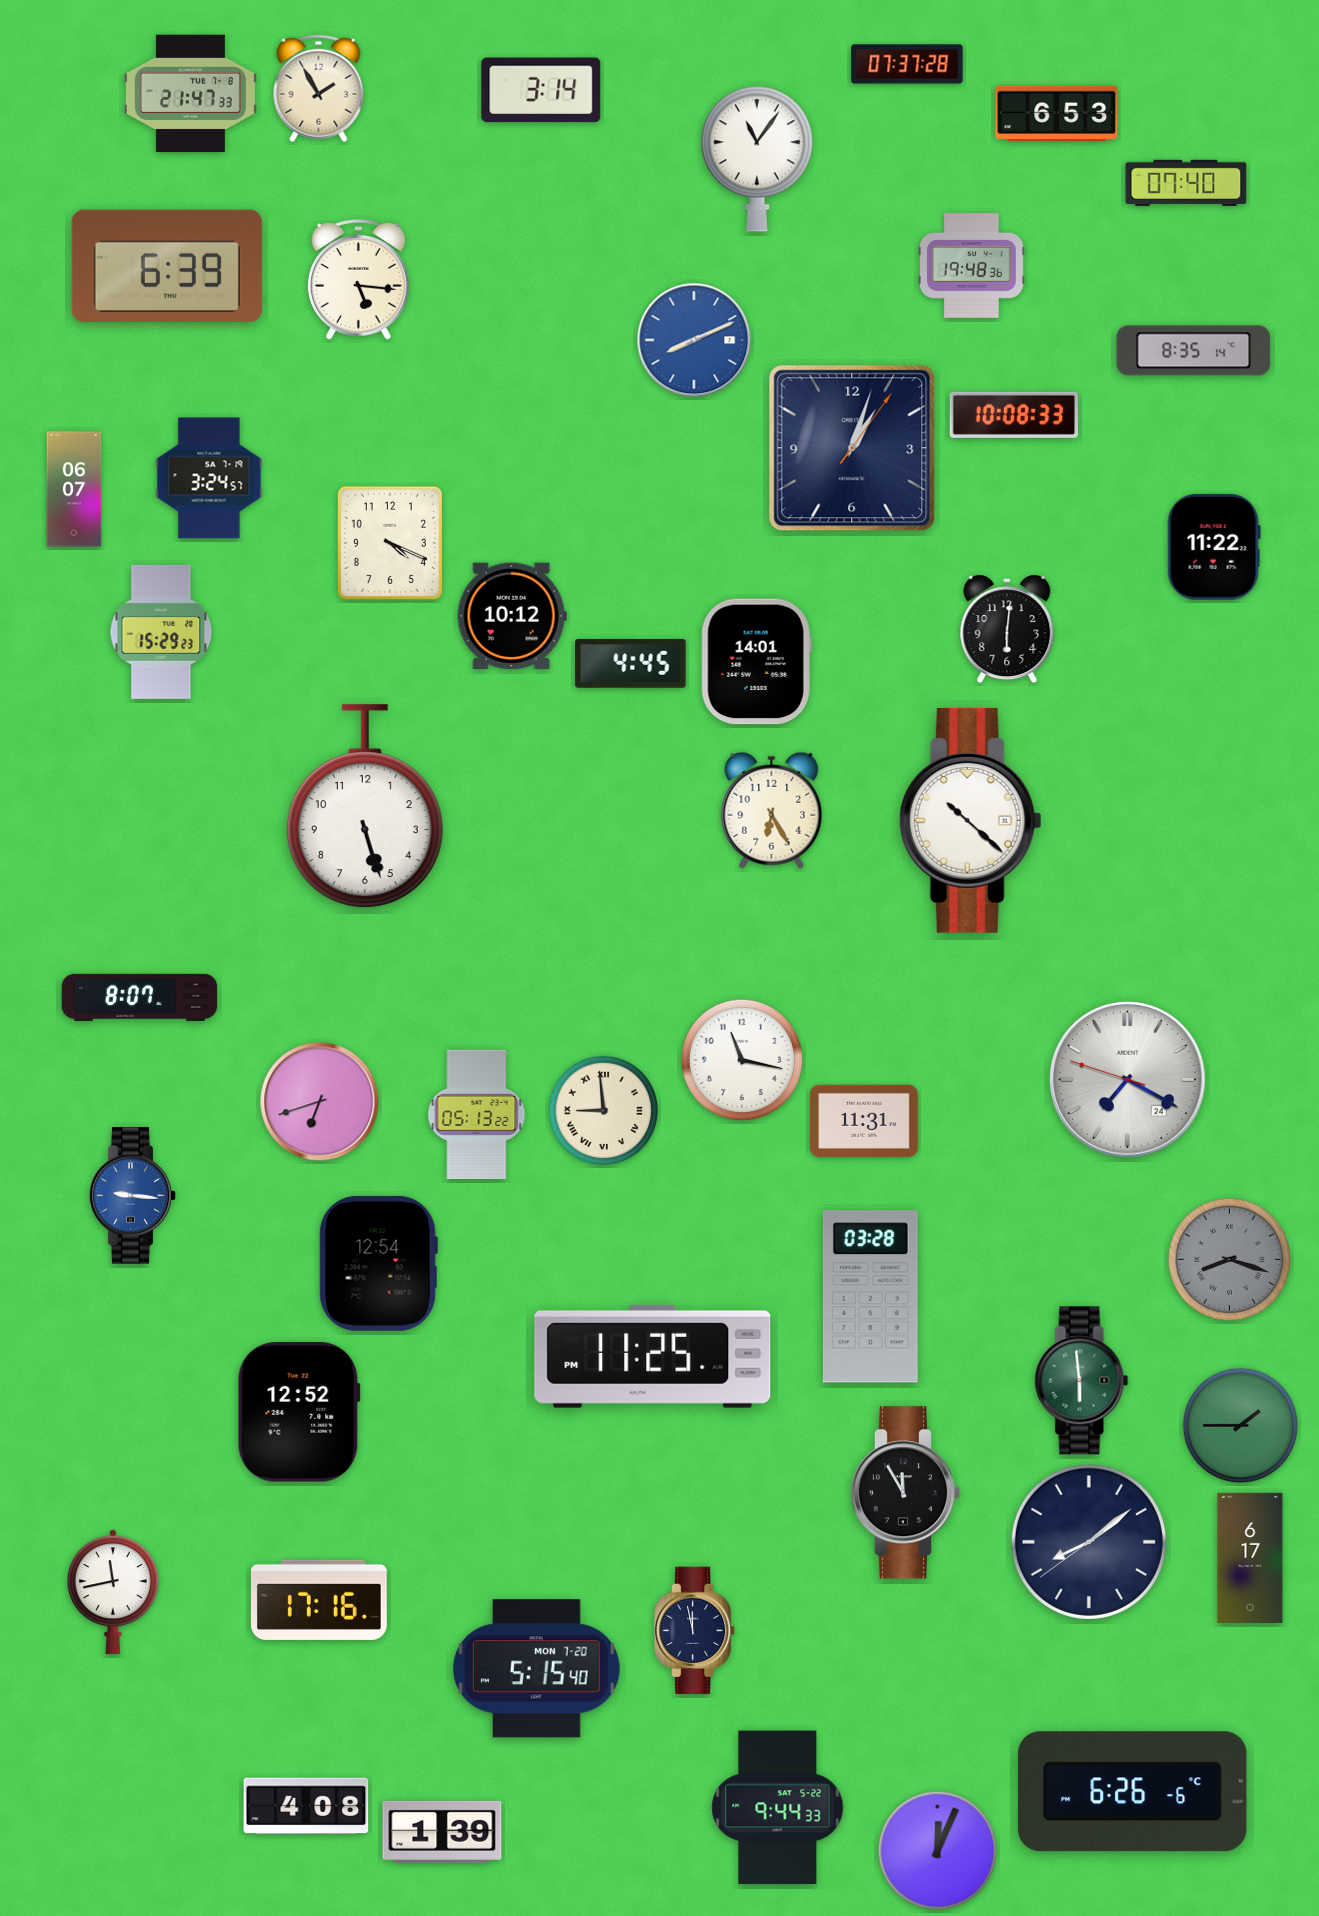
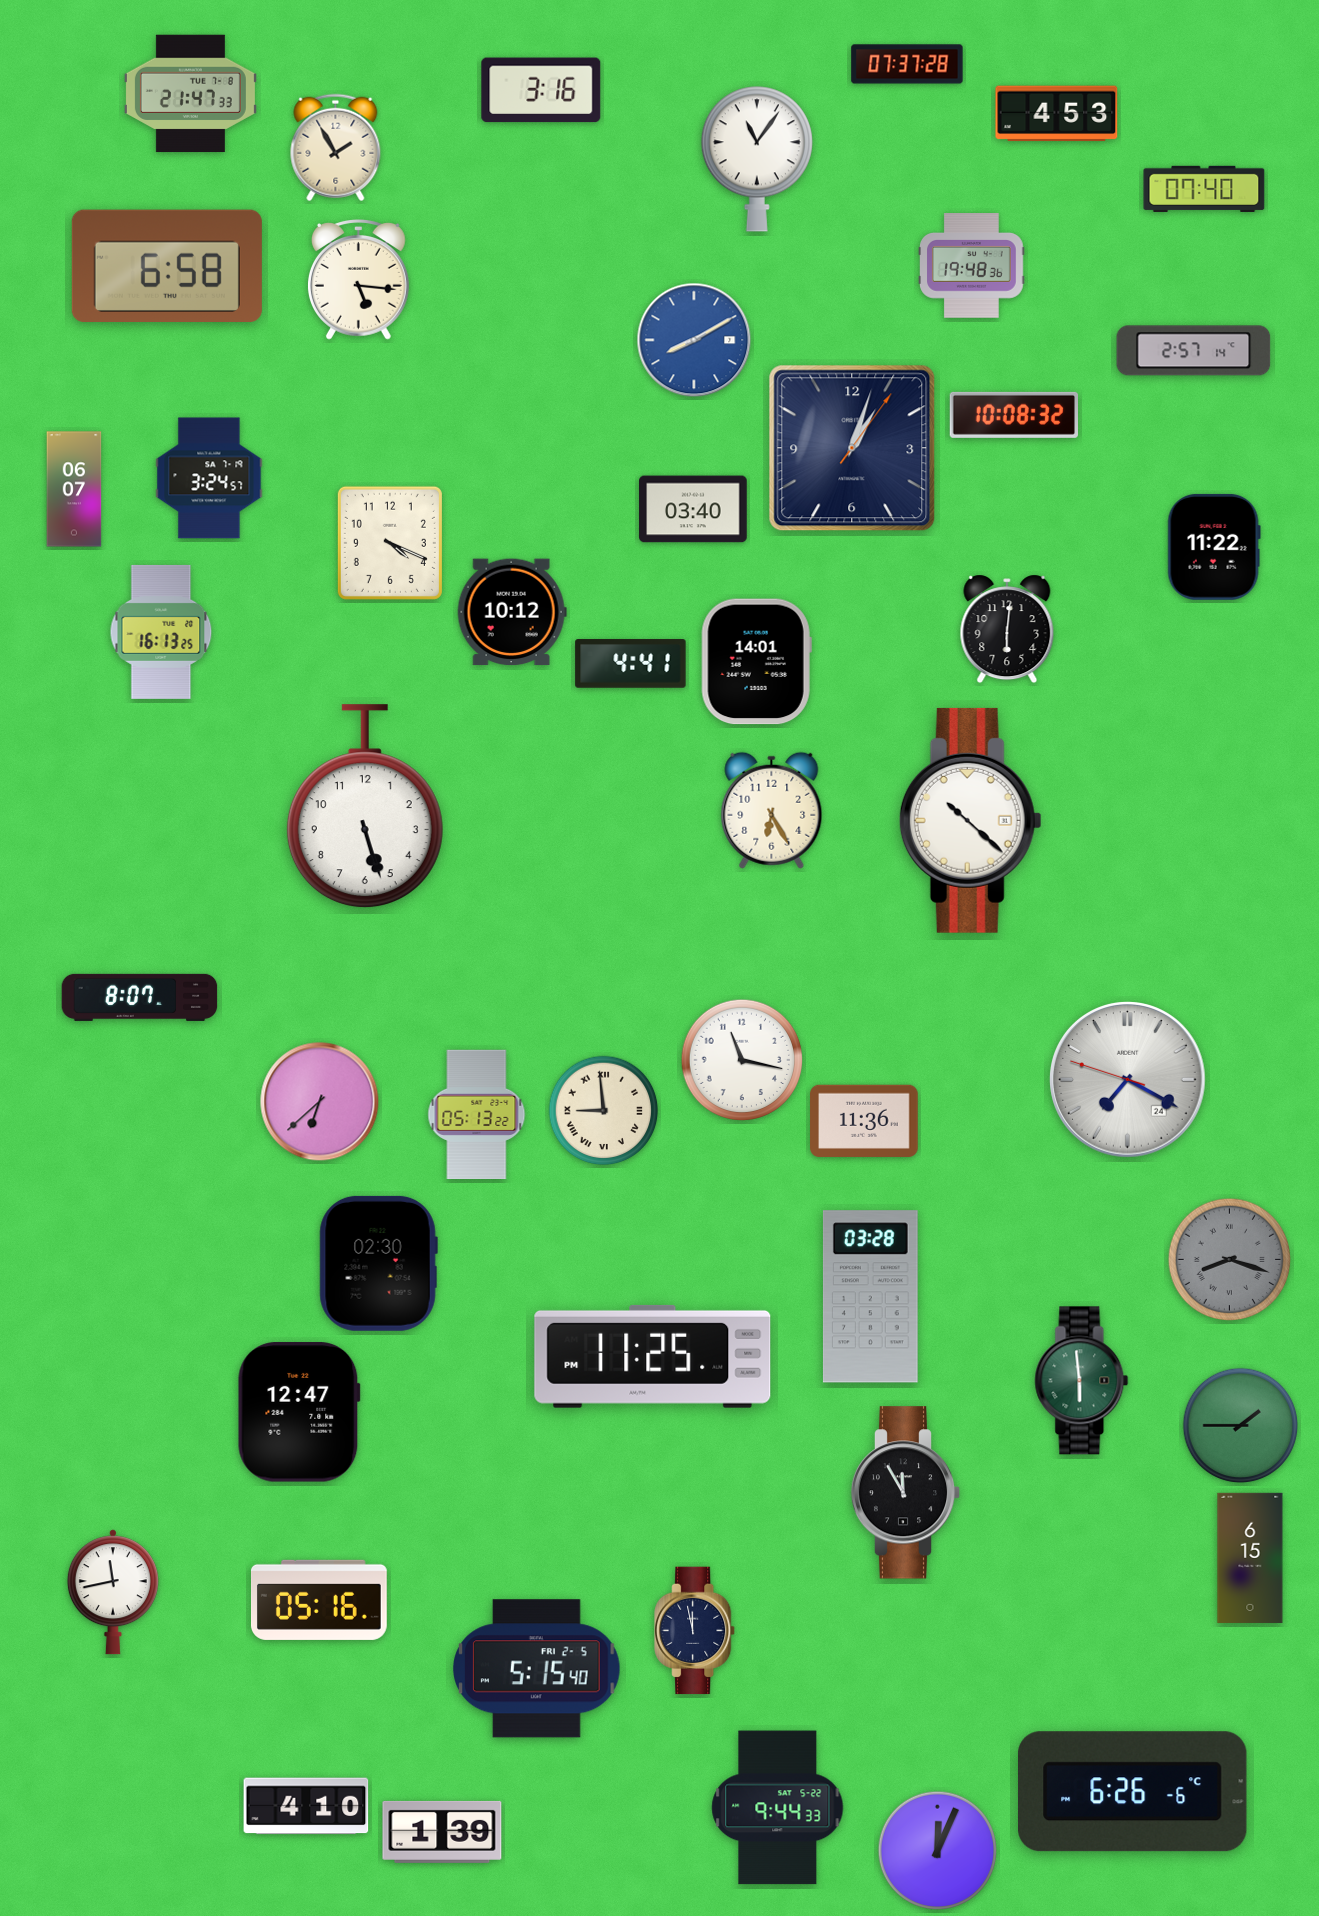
clock at (319, 89) position: (319, 89) -> (336, 148)
clock at (541, 90): 3:14 -> 3:16
clock at (1057, 114): 6:53 -> 4:53
clock at (1186, 183) position: (1186, 183) -> (1204, 189)
clock at (167, 266): 6:39 -> 6:58
clock at (694, 340): 8:11 -> 8:10
clock at (1194, 351): 8:35 -> 2:57
clock at (1013, 415): 10:08:33 -> 10:08:32
clock at (693, 509): none -> 03:40
clock at (512, 616) position: (512, 616) -> (512, 612)
clock at (161, 632): 15:29 -> 16:13
clock at (631, 664): 4:45 -> 4:41
clock at (320, 1102): 6:42 -> 6:38
clock at (864, 1121): 11:31 -> 11:36
clock at (133, 1196): 9:16 -> none
clock at (378, 1263): 12:54 -> 02:30
clock at (299, 1412): 12:52 -> 12:47
clock at (1089, 1542): 8:08 -> none
clock at (1250, 1558): 6:17 -> 6:15
clock at (319, 1600): 17:16 -> 05:16
clock at (537, 1669) date: MON 7-20 -> FRI 2-5
clock at (306, 1806): 4:08 -> 4:10
